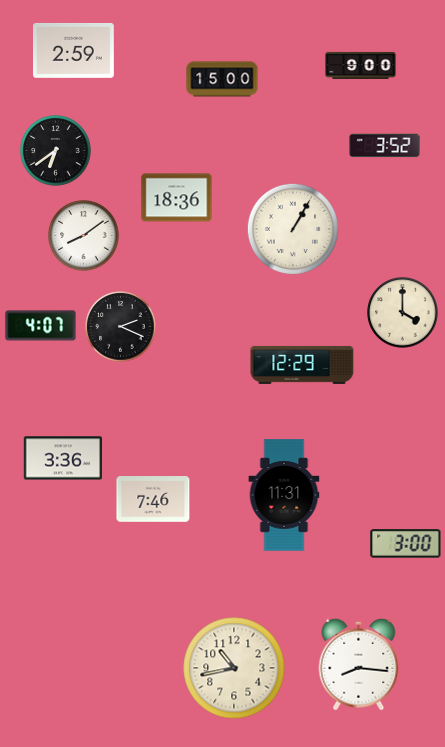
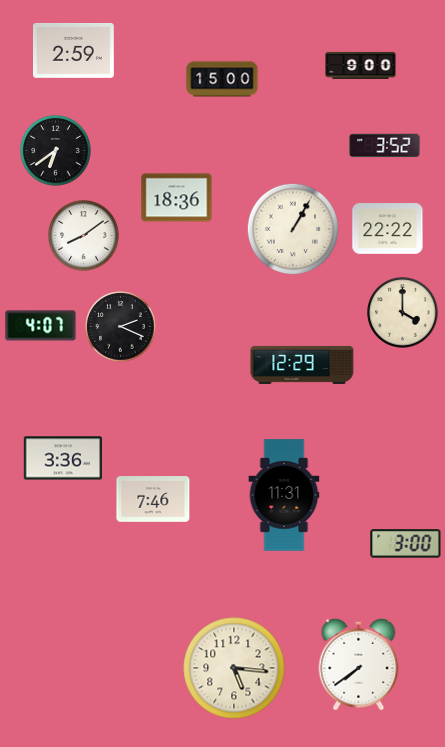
clock at (388, 229): none -> 22:22
clock at (359, 664): 8:16 -> 7:39
clock at (234, 668): 10:43 -> 5:16
